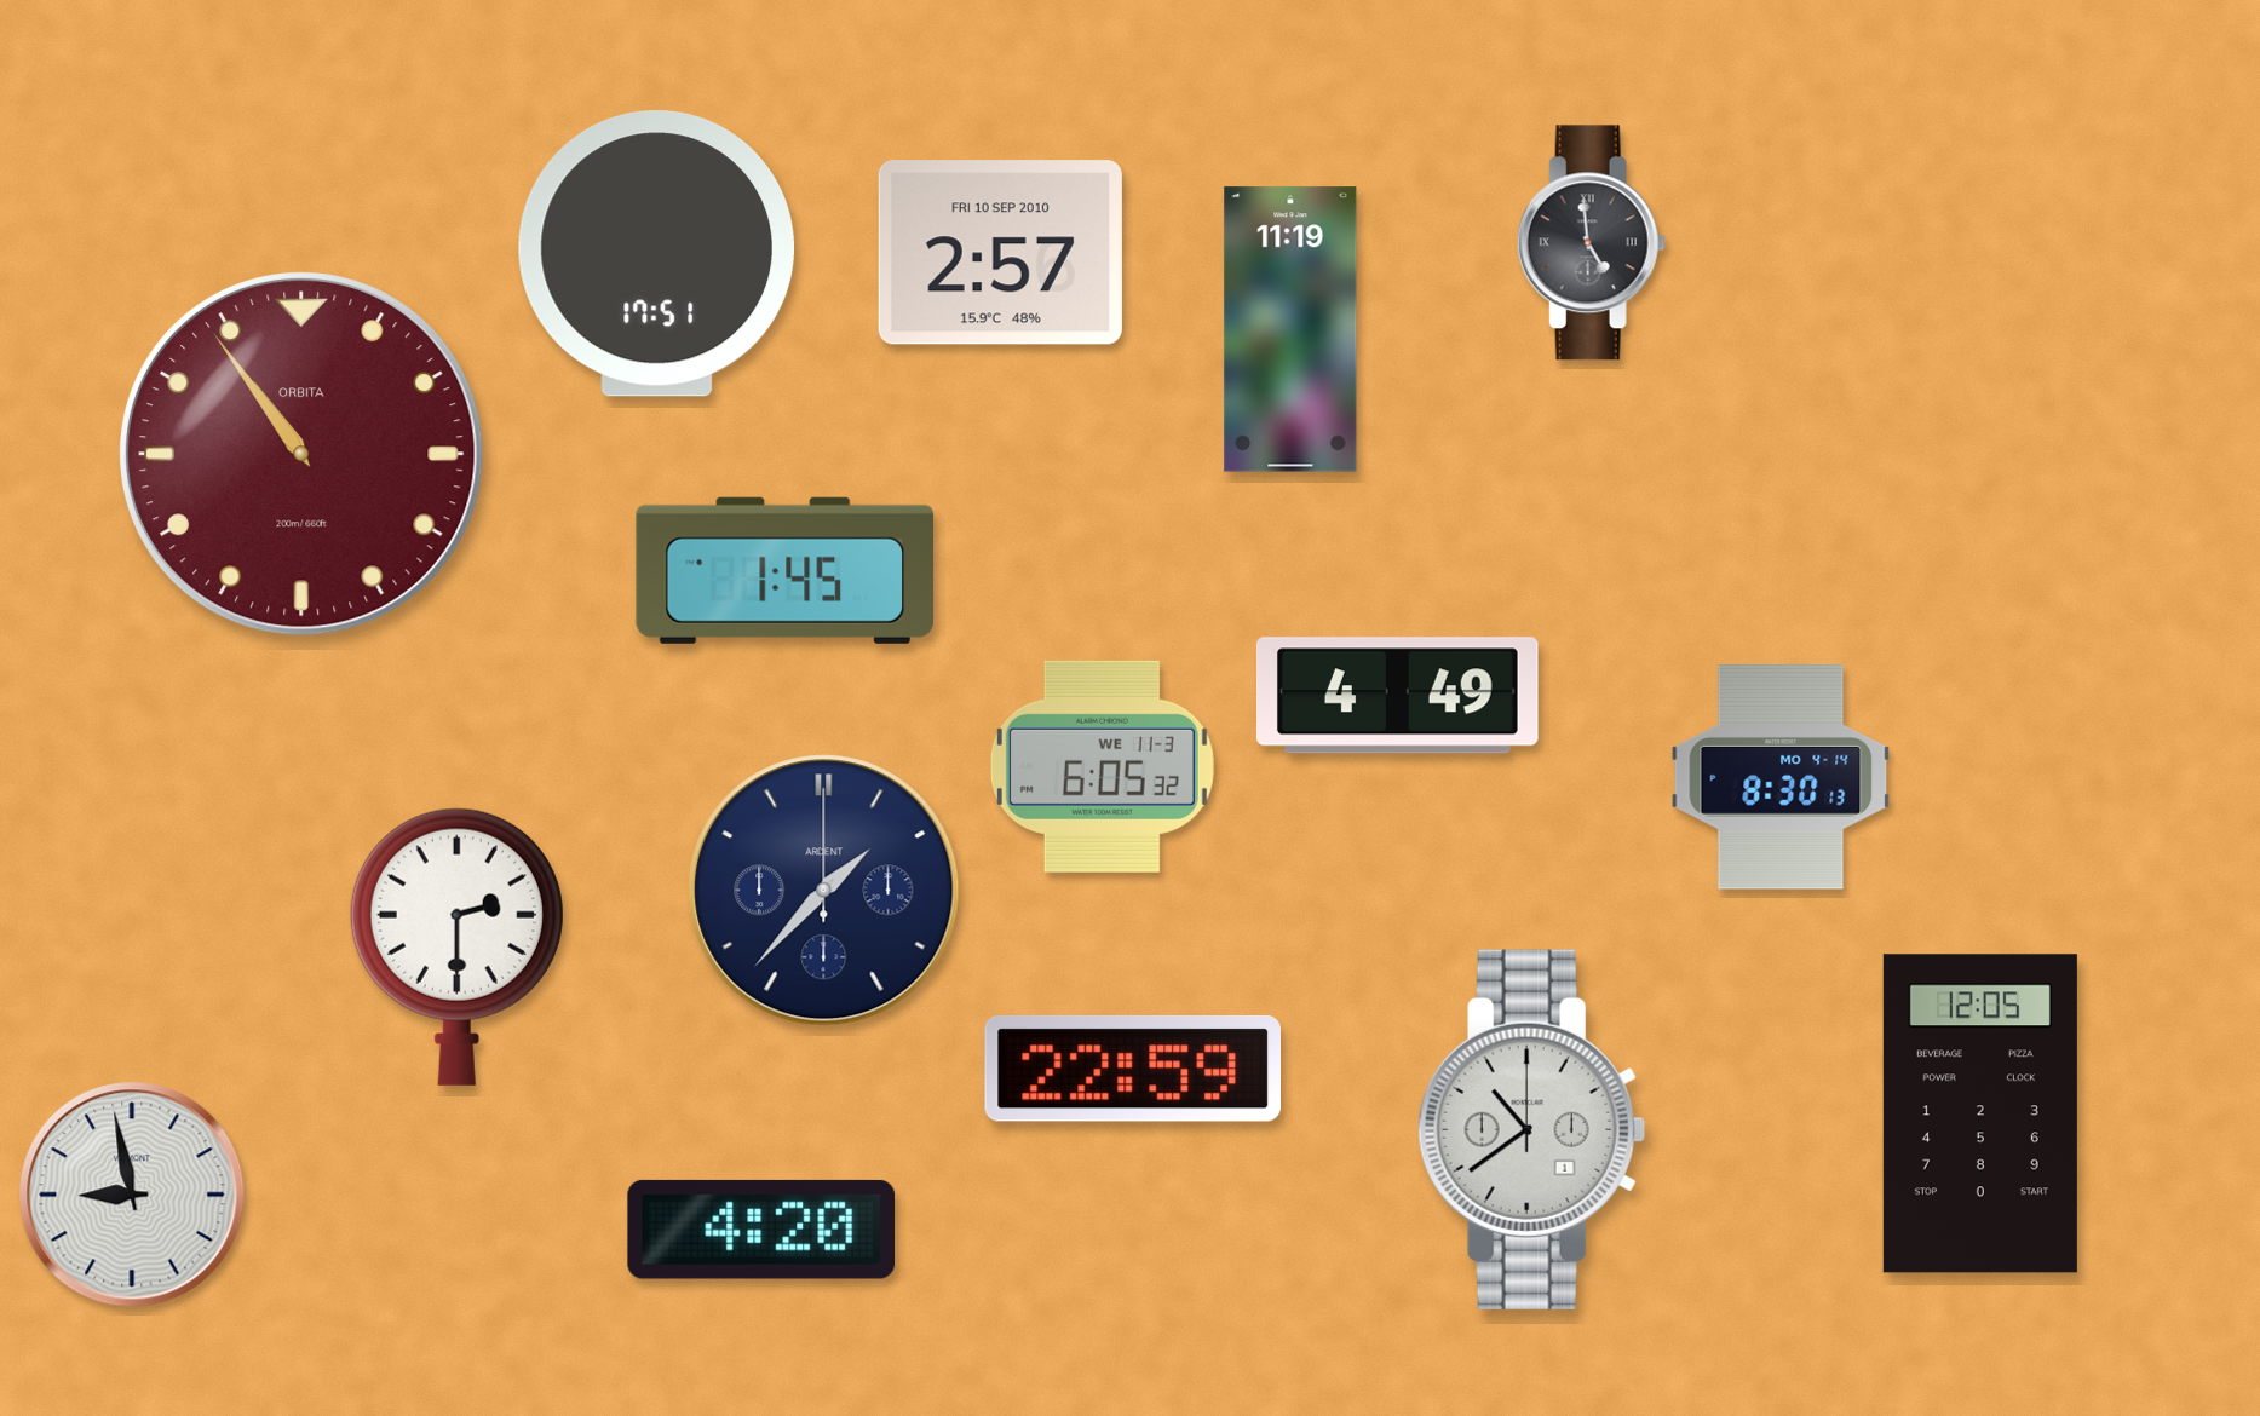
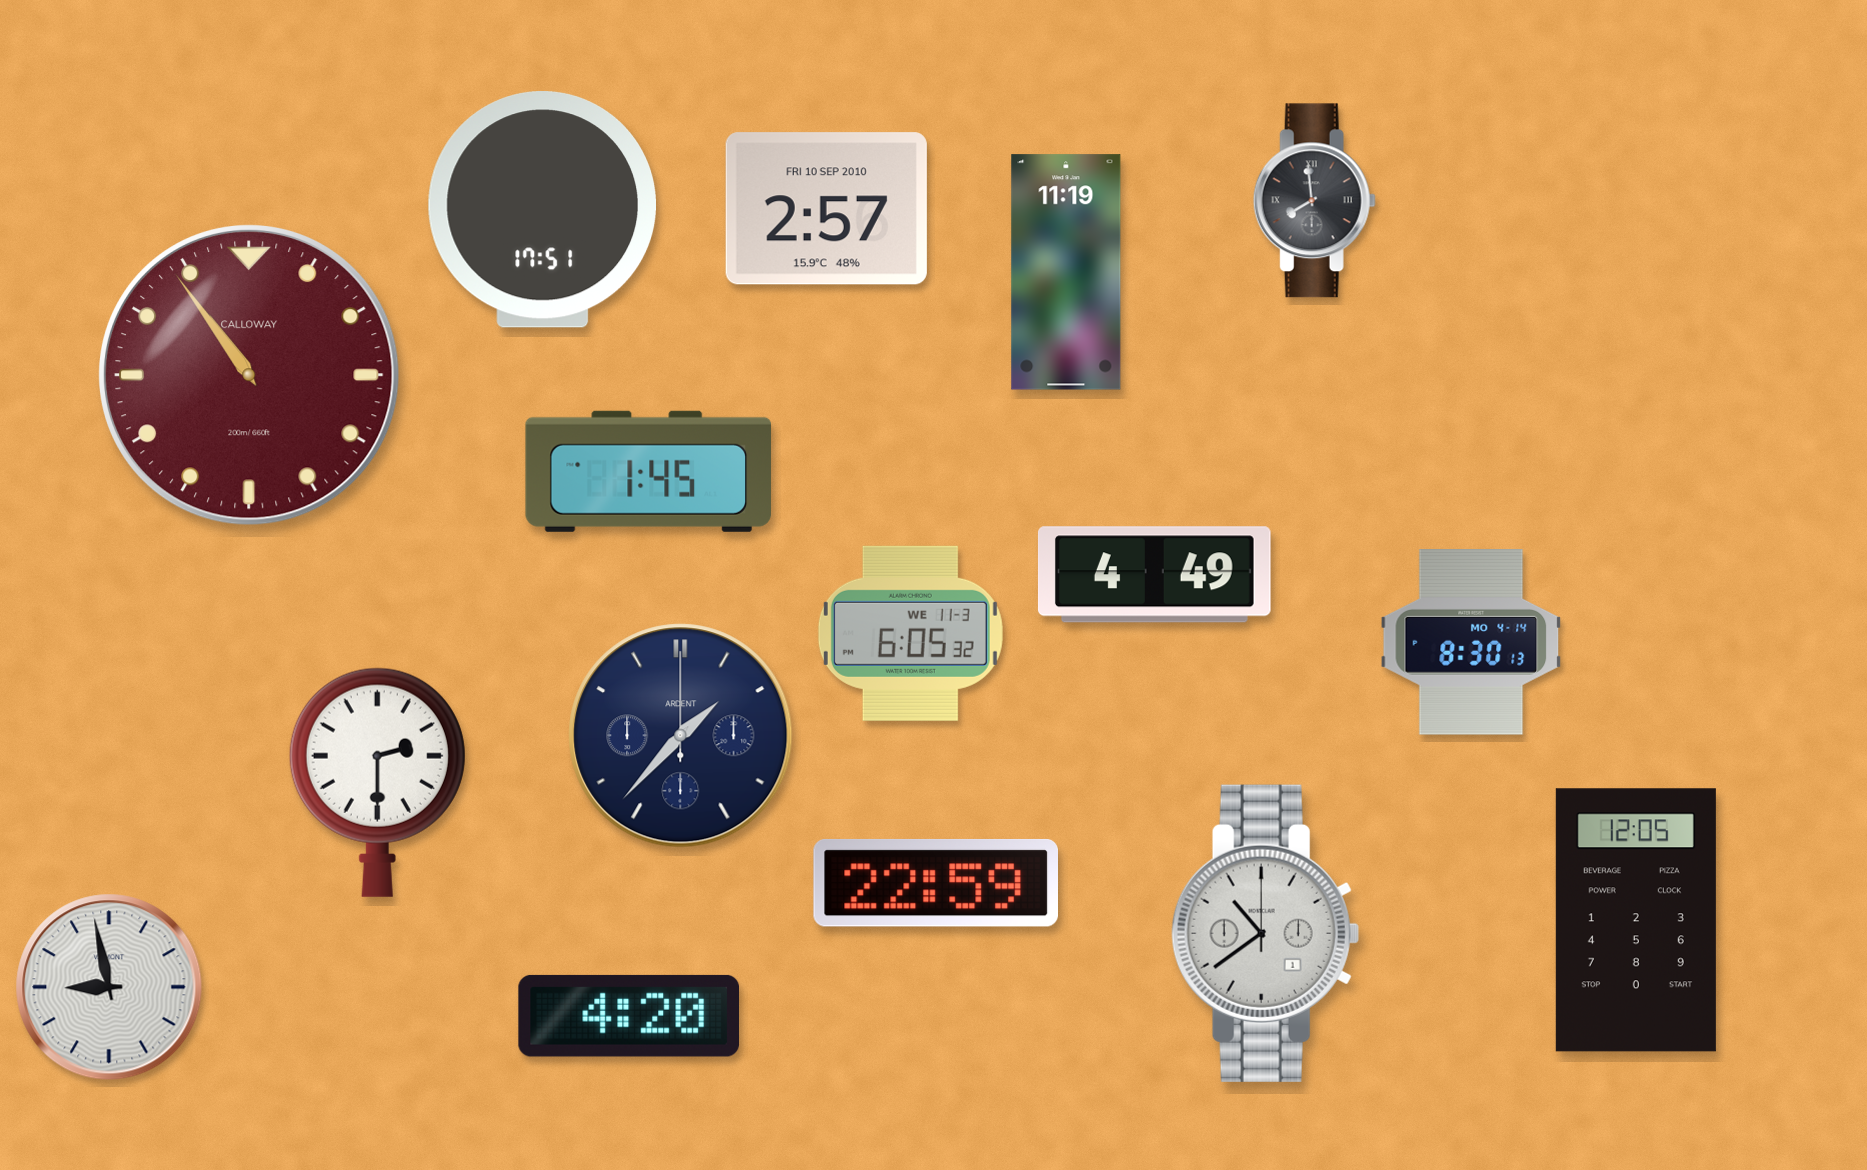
clock at (1591, 243): 4:59 -> 7:59
clock at (303, 455) brand: ORBITA -> CALLOWAY
